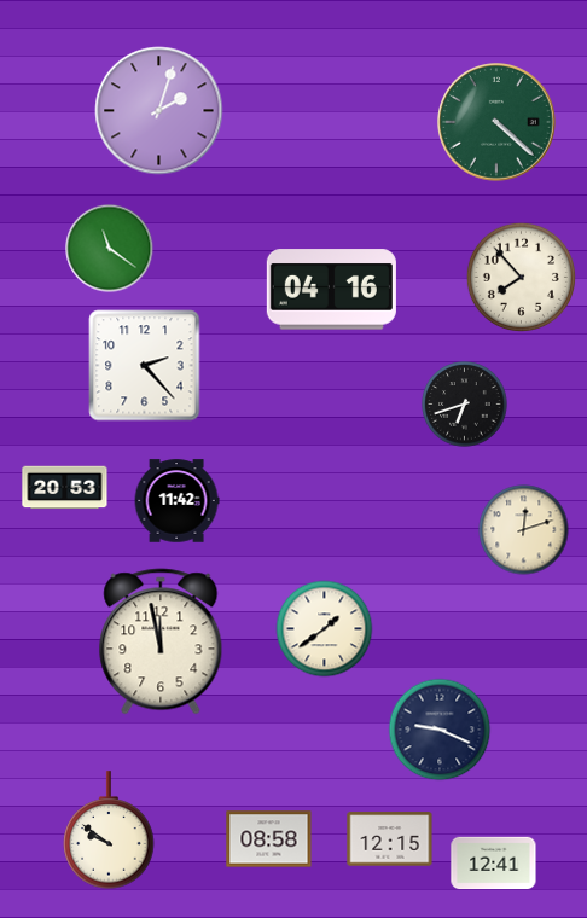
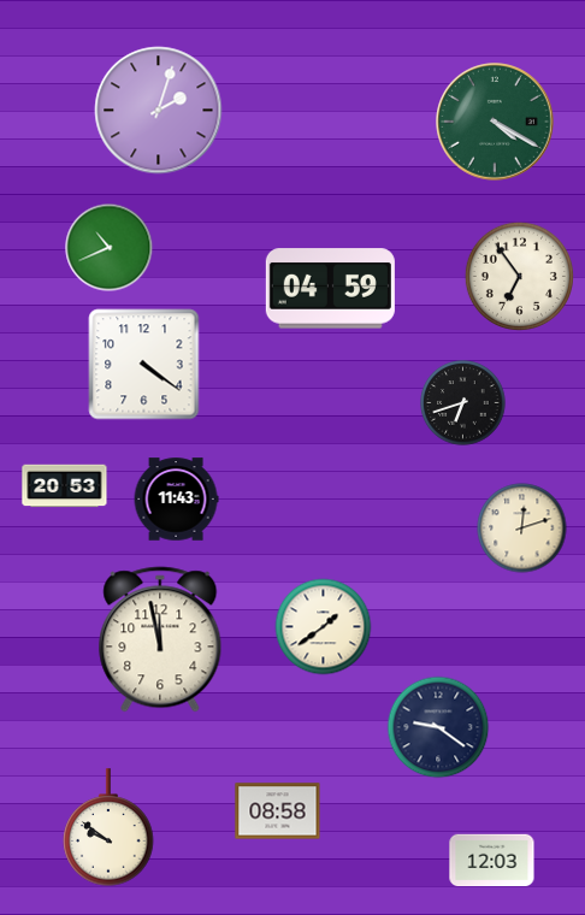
clock at (496, 122): 4:22 -> 4:20
clock at (110, 249): 11:21 -> 10:41
clock at (521, 277): 7:53 -> 6:54
clock at (331, 290): 04:16 -> 04:59
clock at (145, 366): 2:23 -> 4:21
clock at (176, 501): 11:42 -> 11:43
clock at (440, 730): 9:19 -> 9:21
clock at (269, 839) position: (269, 839) -> (278, 811)
clock at (390, 839): 12:15 -> none
clock at (494, 864): 12:41 -> 12:03
